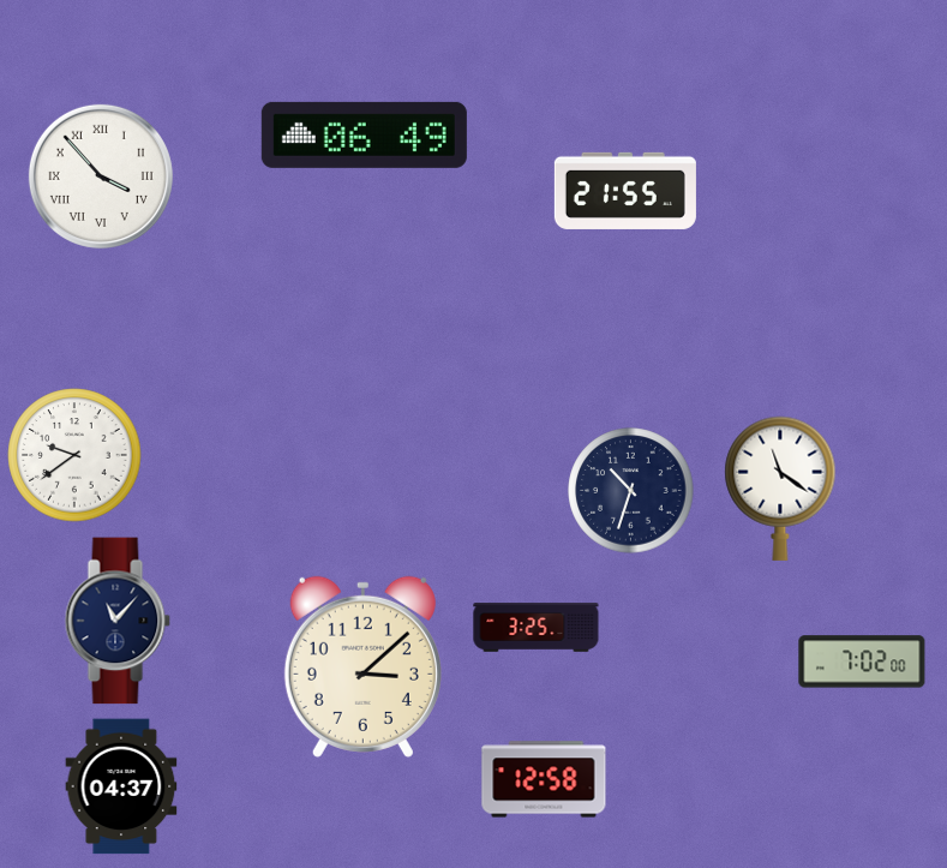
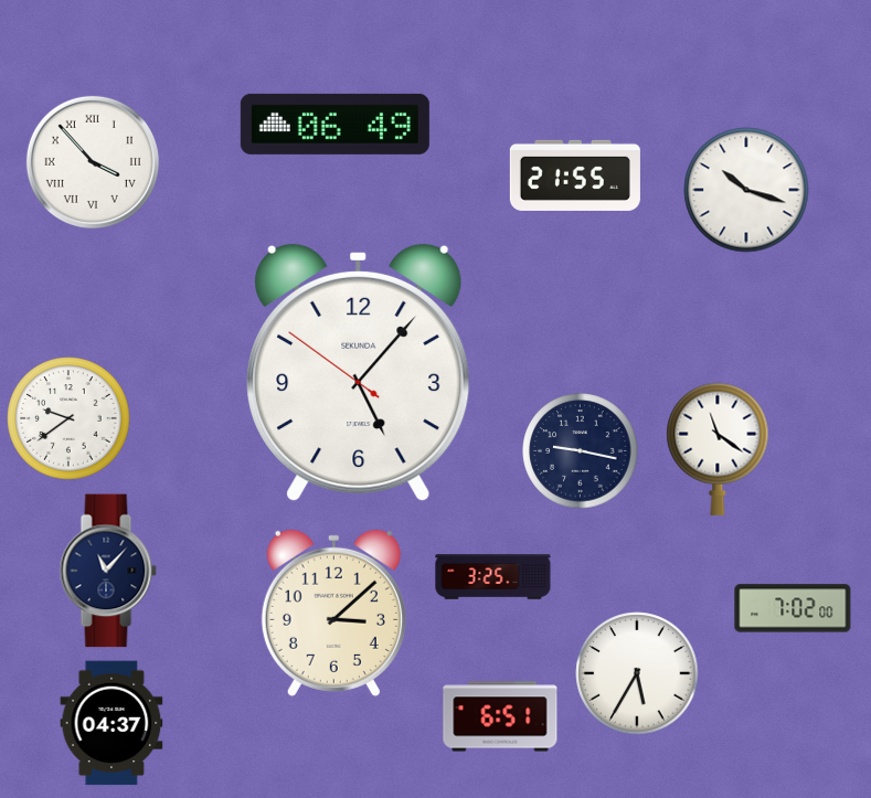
clock at (746, 190): none -> 10:18
clock at (359, 373): none -> 5:06
clock at (631, 491): 10:33 -> 9:17
clock at (637, 673): none -> 5:35
clock at (544, 779): 12:58 -> 6:51
